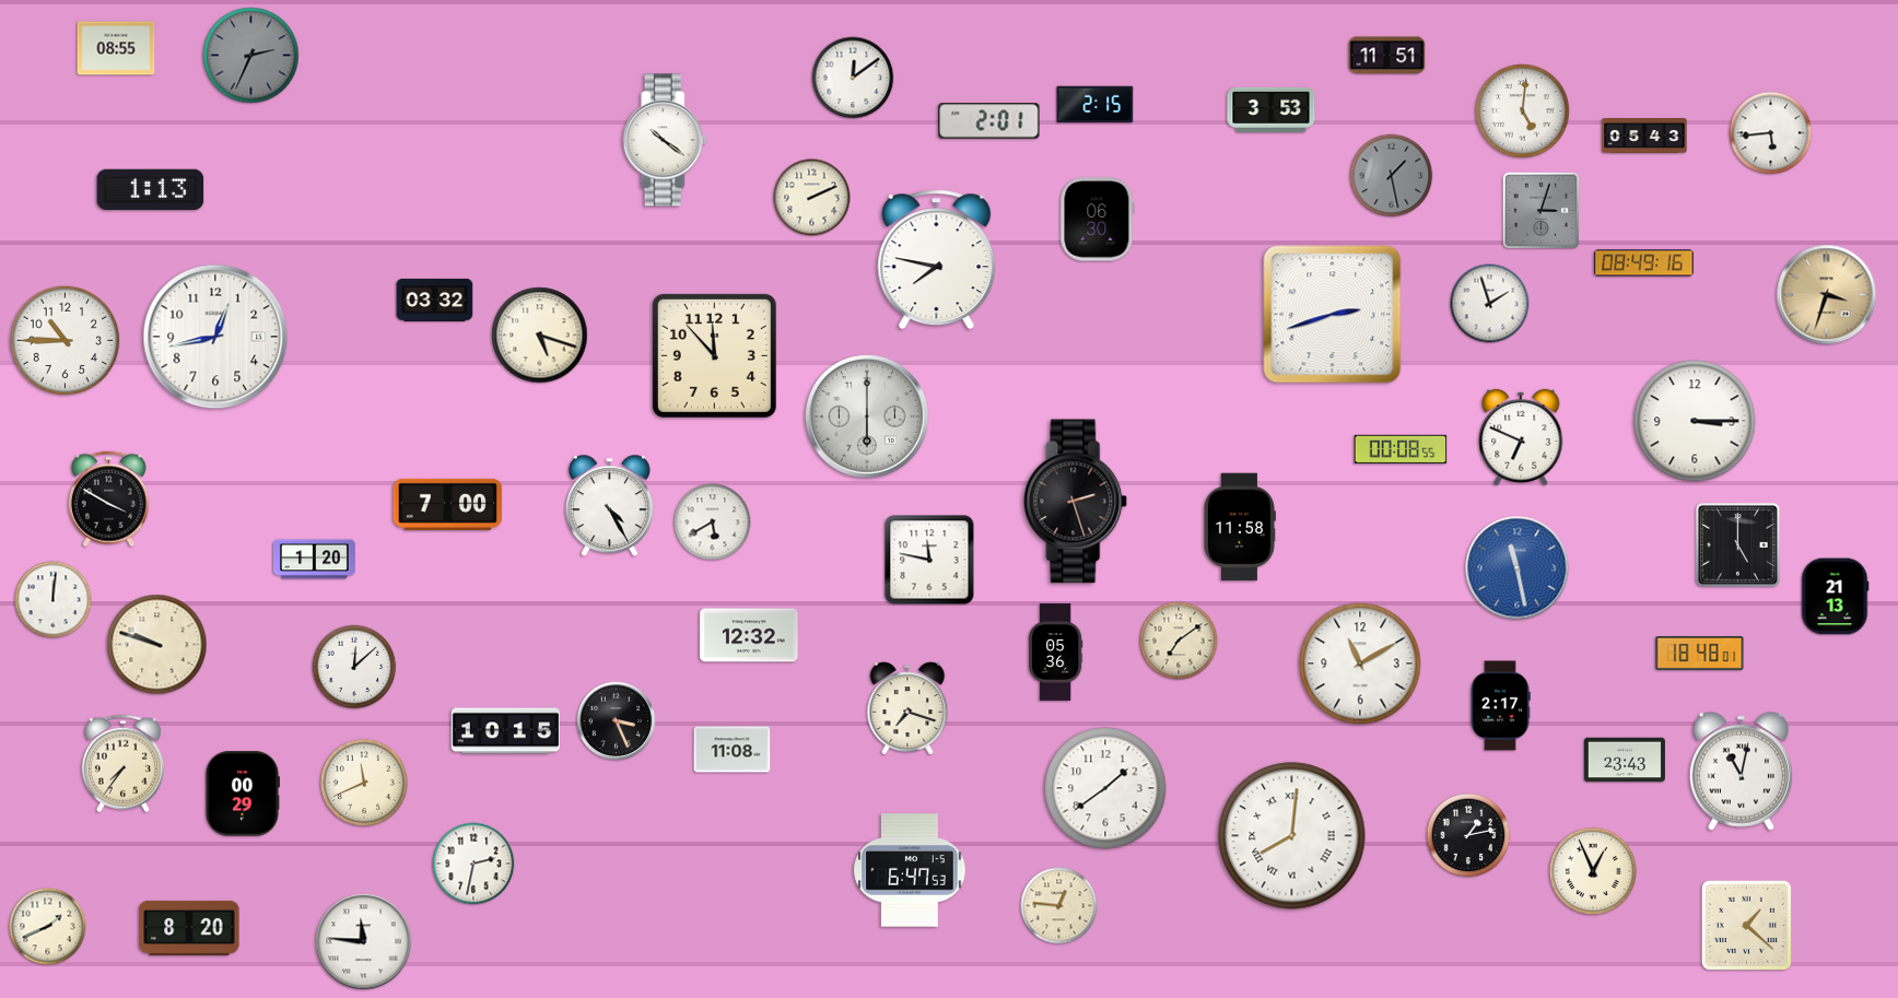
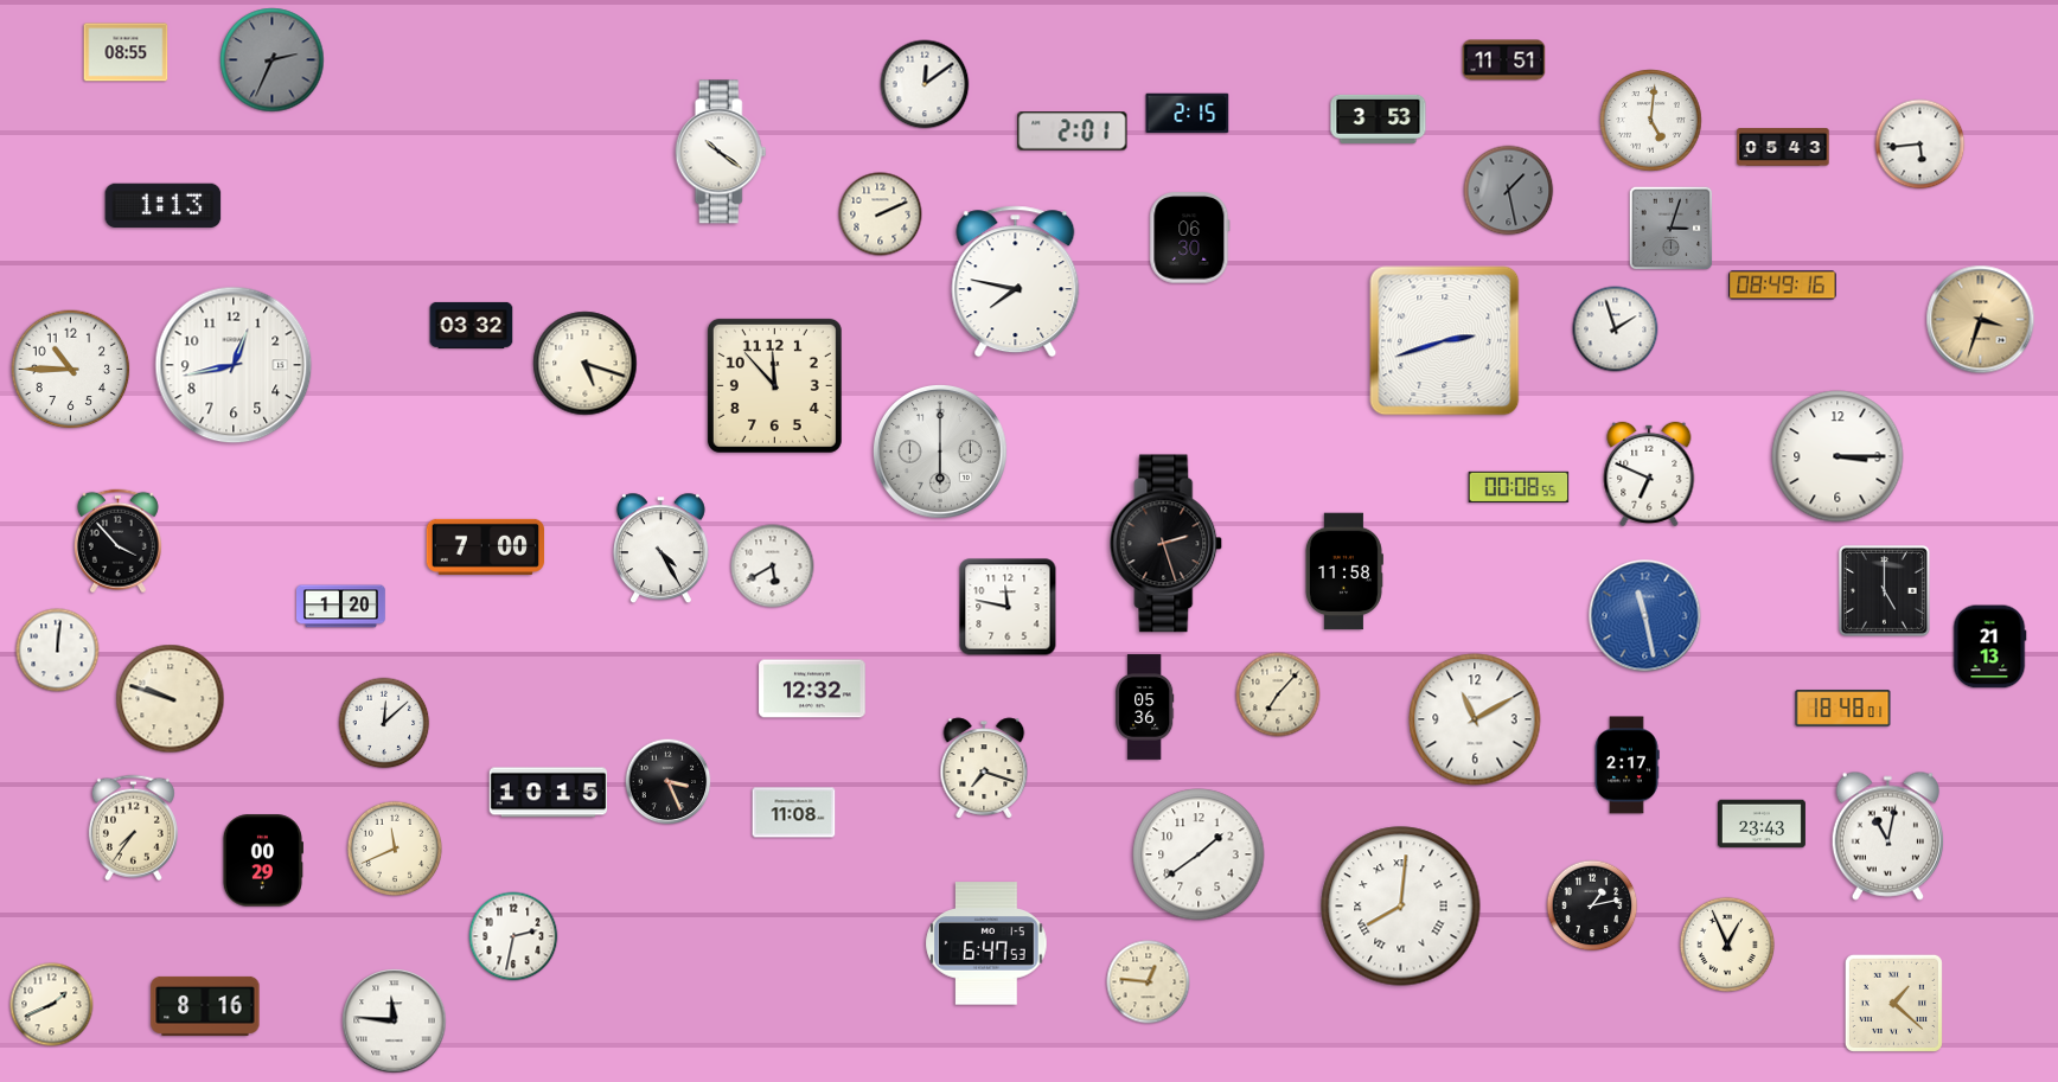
clock at (108, 500): 3:50 -> 3:53
clock at (1179, 641): 7:09 -> 7:07
clock at (189, 928): 8:20 -> 8:16
